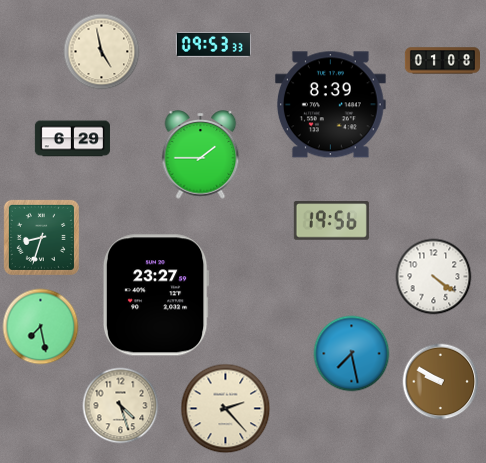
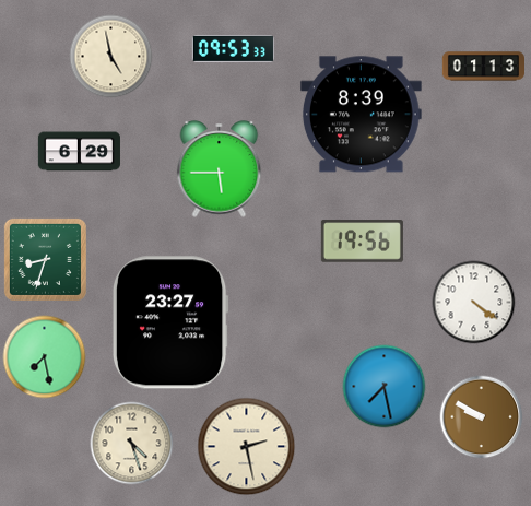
clock at (442, 61): 01:08 -> 01:13
clock at (201, 155): 1:45 -> 5:45
clock at (226, 409): 2:23 -> 2:28
